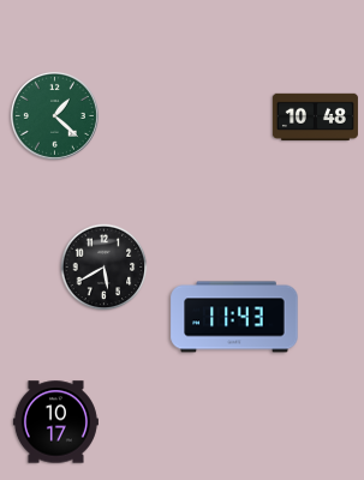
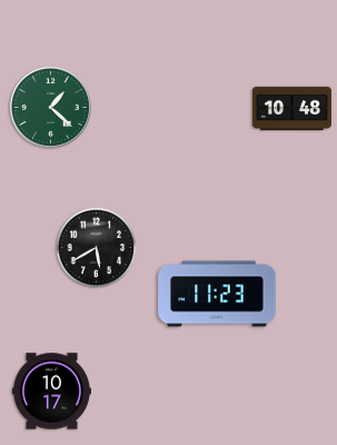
clock at (234, 317): 11:43 -> 11:23
